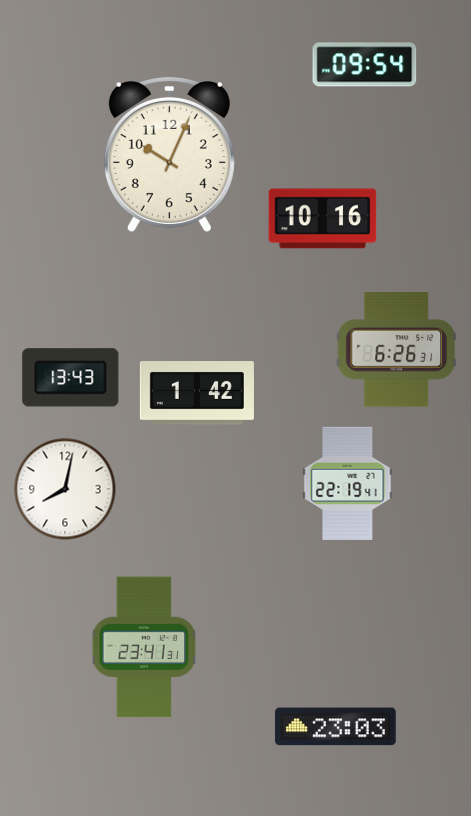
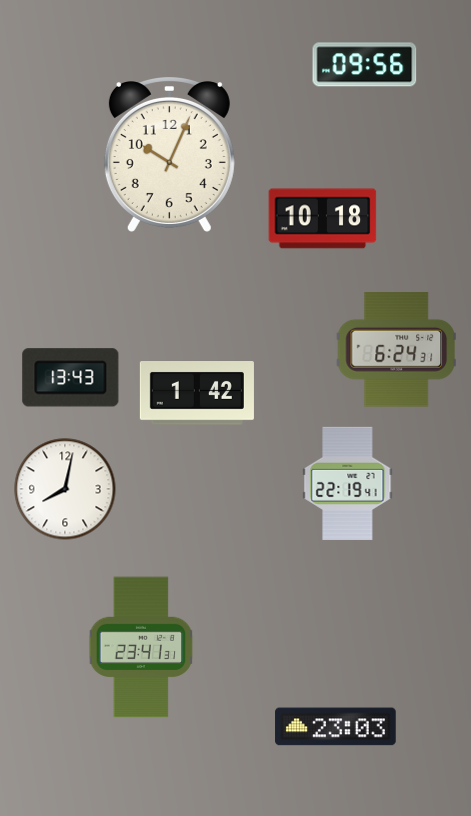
clock at (365, 65): 09:54 -> 09:56
clock at (323, 219): 10:16 -> 10:18
clock at (396, 350): 6:26 -> 6:24
clock at (144, 647) position: (144, 647) -> (141, 647)
